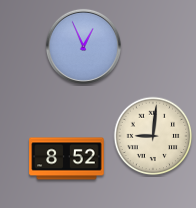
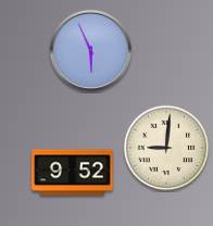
clock at (83, 46): 12:56 -> 5:56
clock at (67, 159): 8:52 -> 9:52
